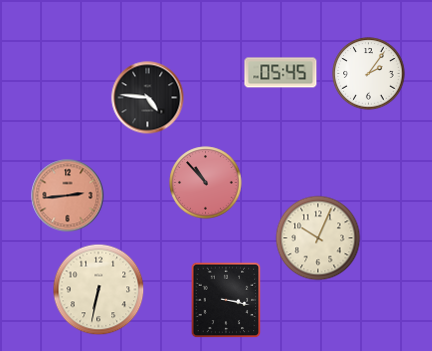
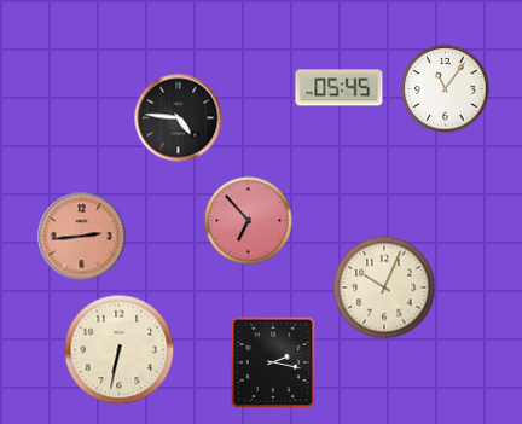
clock at (369, 74): 2:06 -> 11:06
clock at (206, 183): 10:53 -> 6:53
clock at (226, 300): 3:17 -> 2:17
